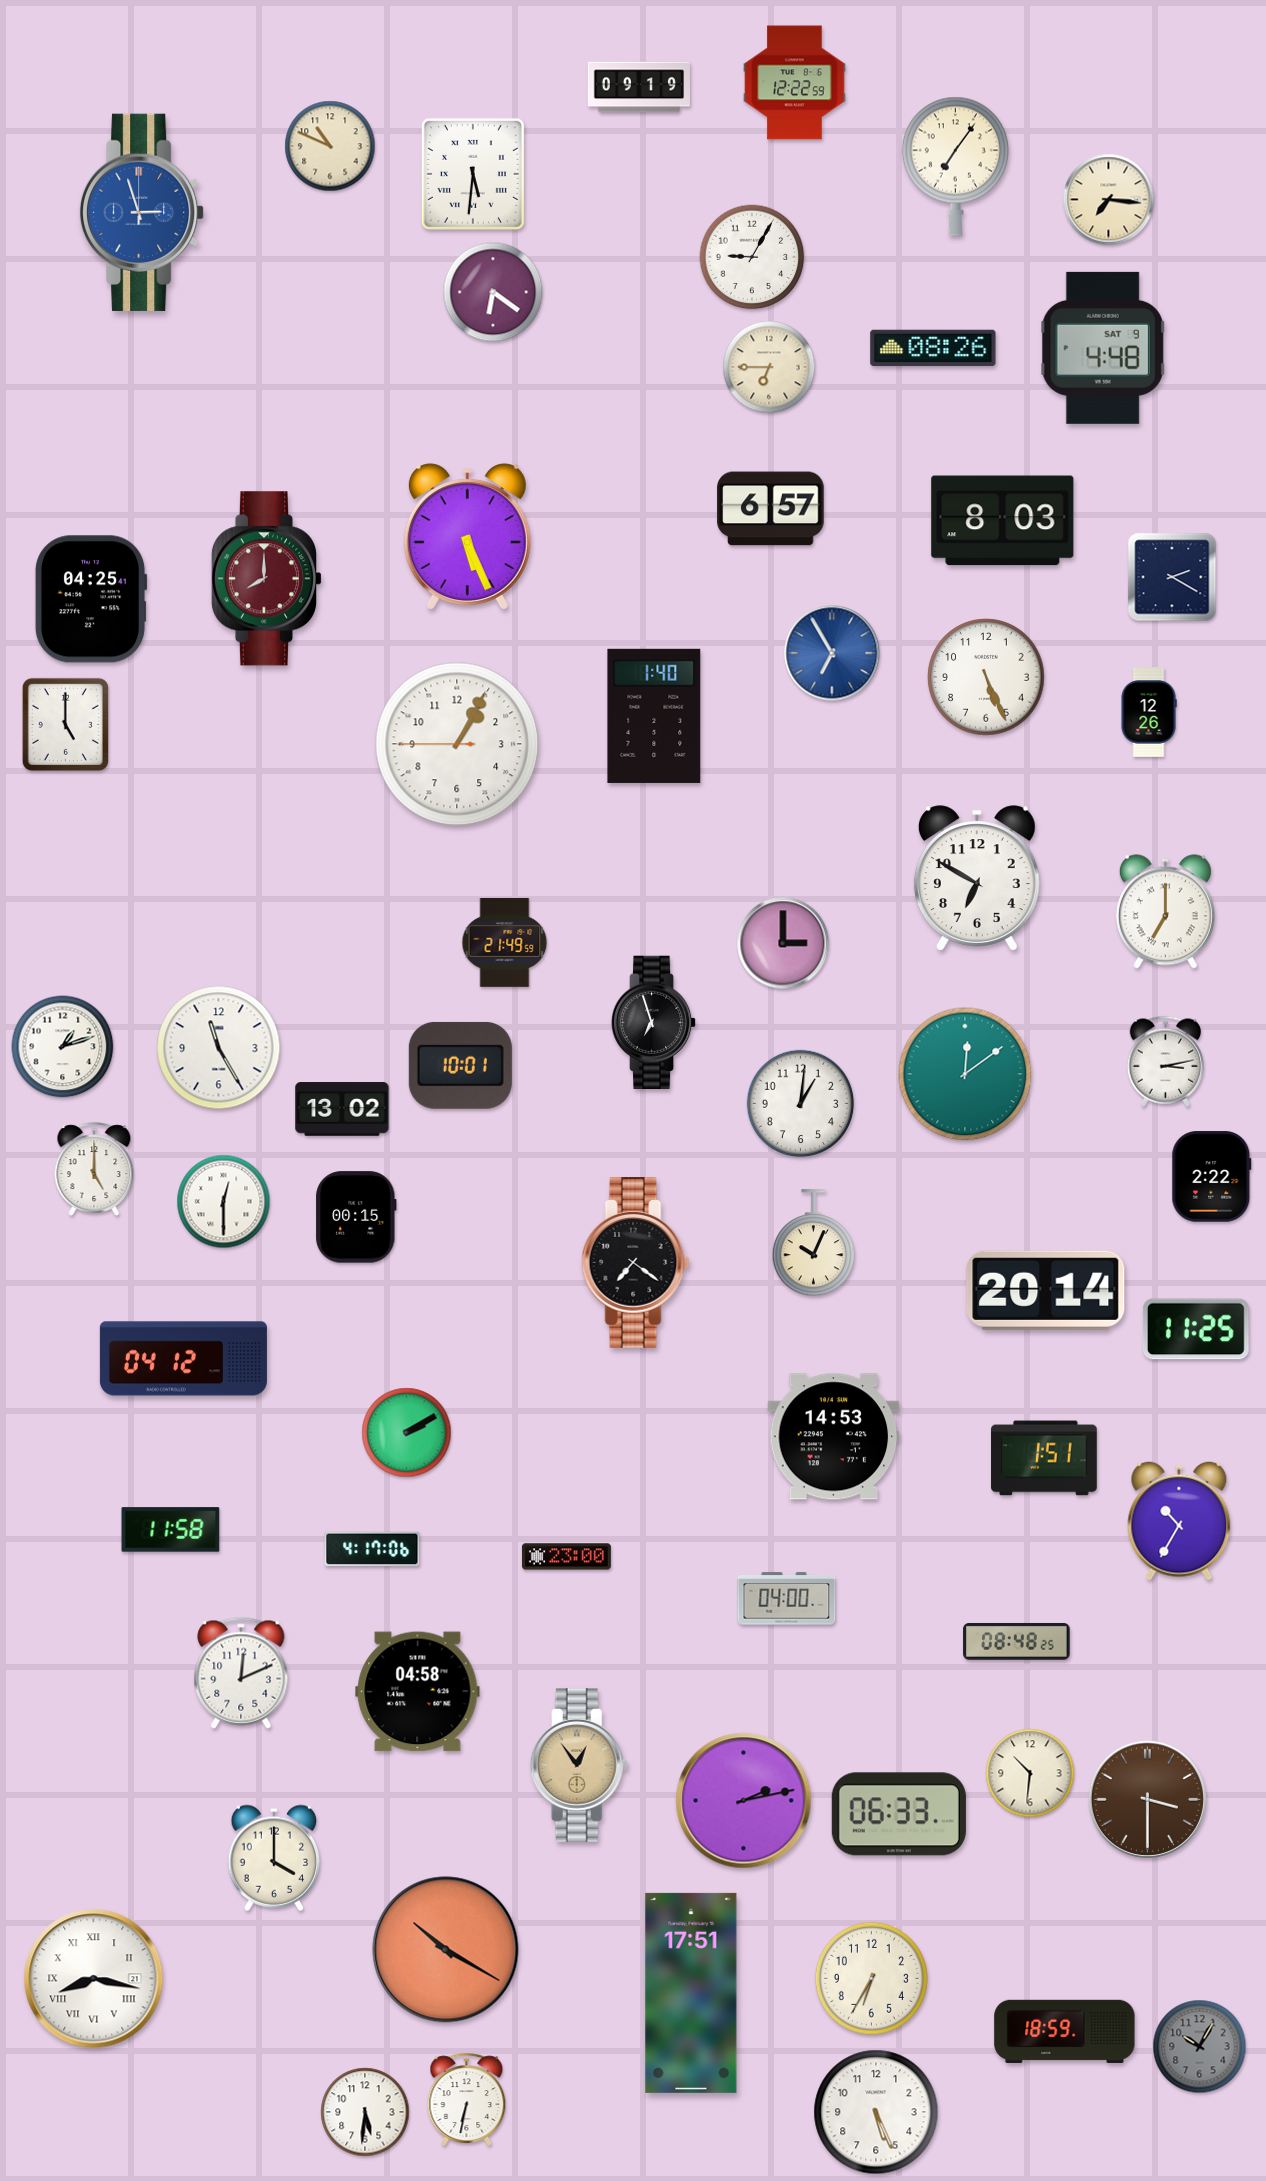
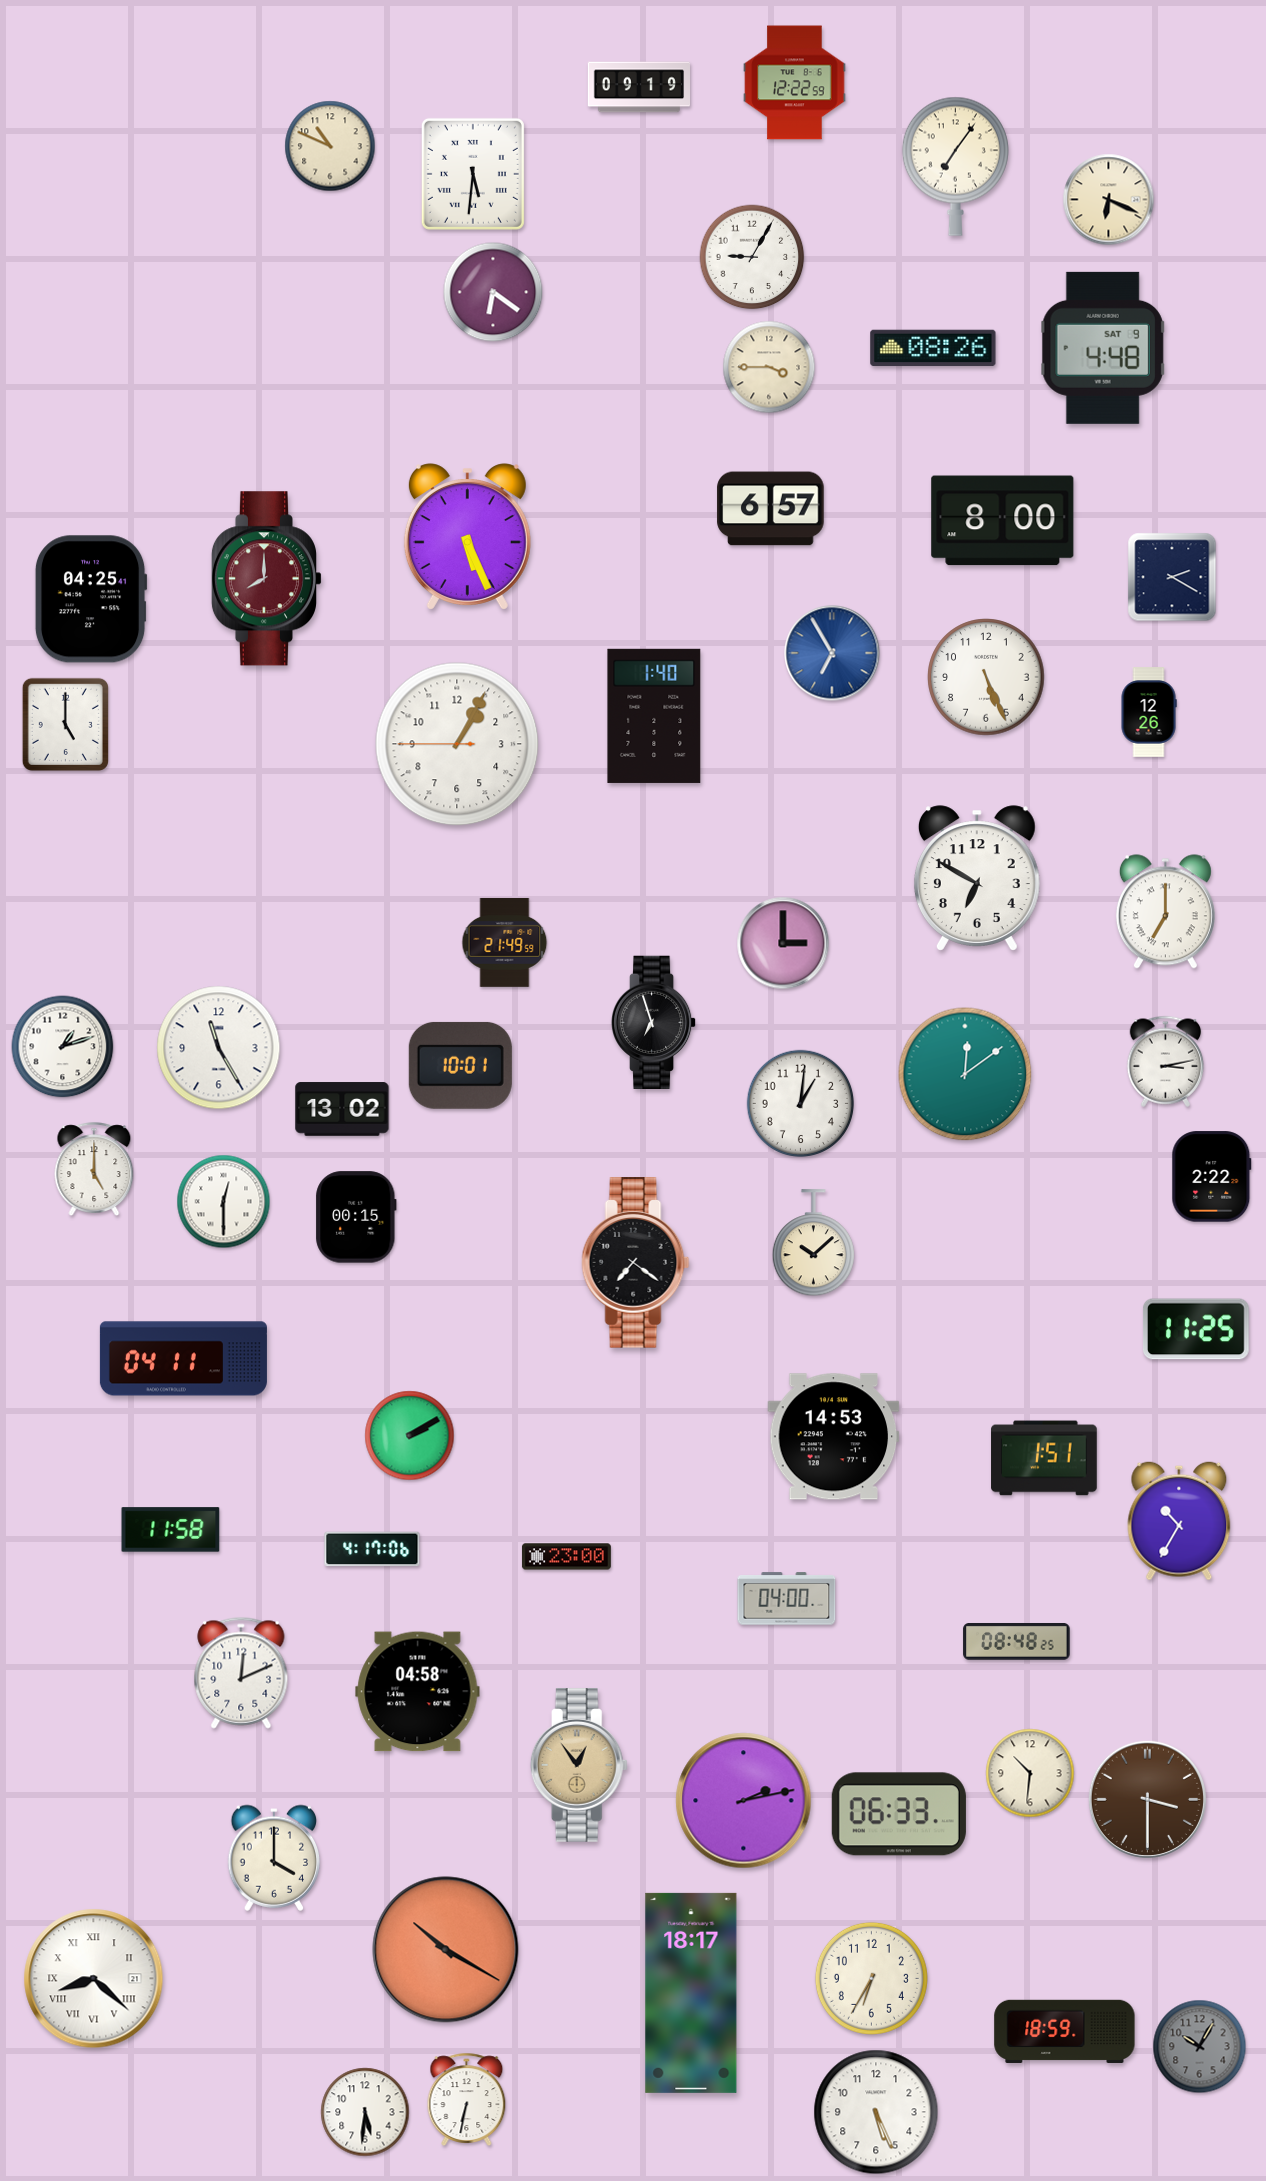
clock at (1109, 200): 7:16 -> 6:19
clock at (142, 212): 2:57 -> none
clock at (769, 367): 6:45 -> 3:45
clock at (1003, 521): 8:03 -> 8:00
clock at (813, 1243): 10:04 -> 10:08
clock at (1046, 1290): 20:14 -> none
clock at (183, 1359): 04:12 -> 04:11
clock at (407, 1433) position: (407, 1433) -> (410, 1436)
clock at (94, 1979): 8:17 -> 8:22
clock at (691, 1993): 17:51 -> 18:17
